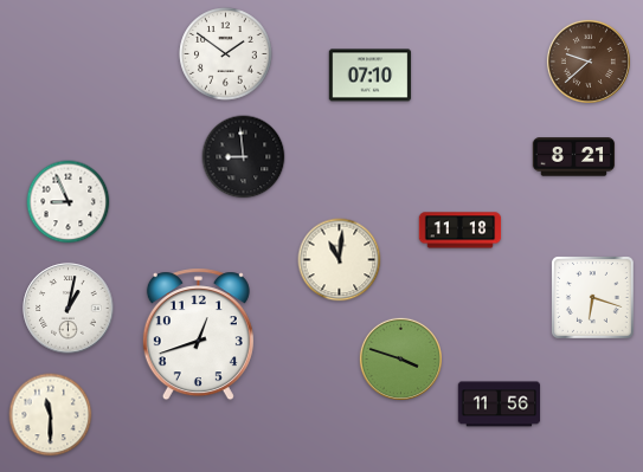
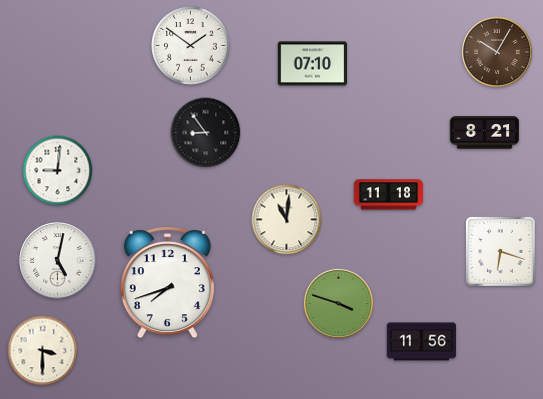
clock at (589, 62): 9:38 -> 10:05
clock at (244, 157): 8:59 -> 8:54
clock at (69, 202): 8:56 -> 9:01
clock at (69, 309): 1:02 -> 5:02
clock at (198, 335): 12:42 -> 7:42
clock at (51, 415): 11:30 -> 3:30
